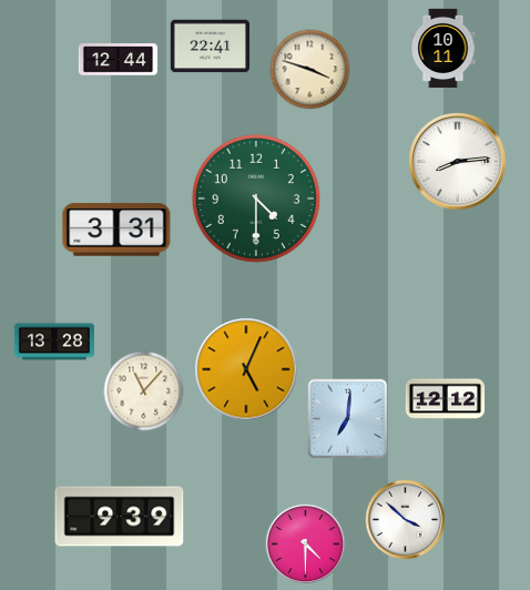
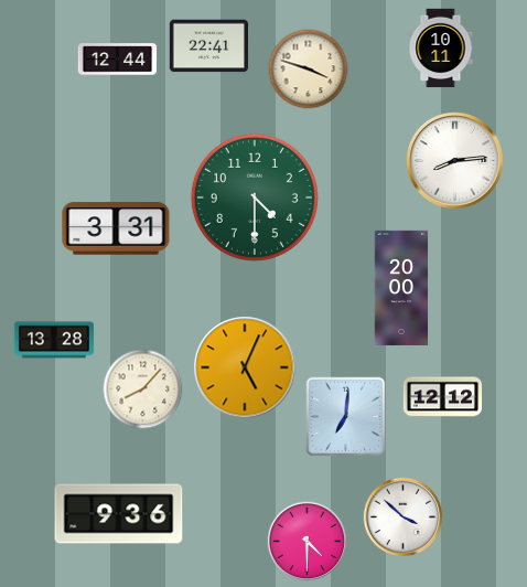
clock at (401, 288): none -> 20:00
clock at (144, 391): 11:07 -> 8:07
clock at (120, 517): 9:39 -> 9:36
clock at (306, 545) position: (306, 545) -> (308, 542)
